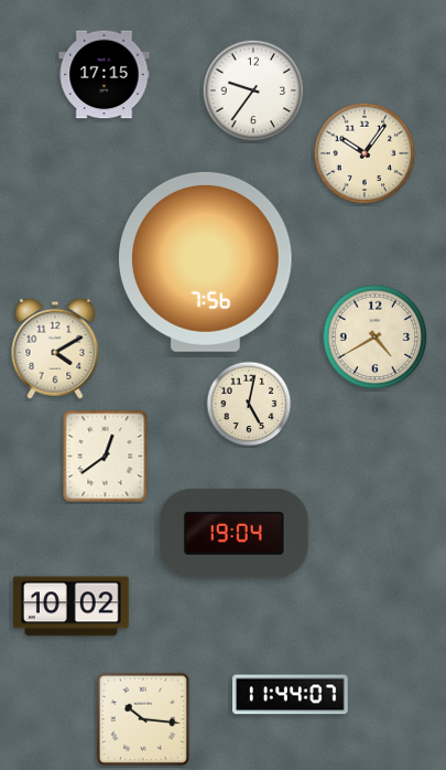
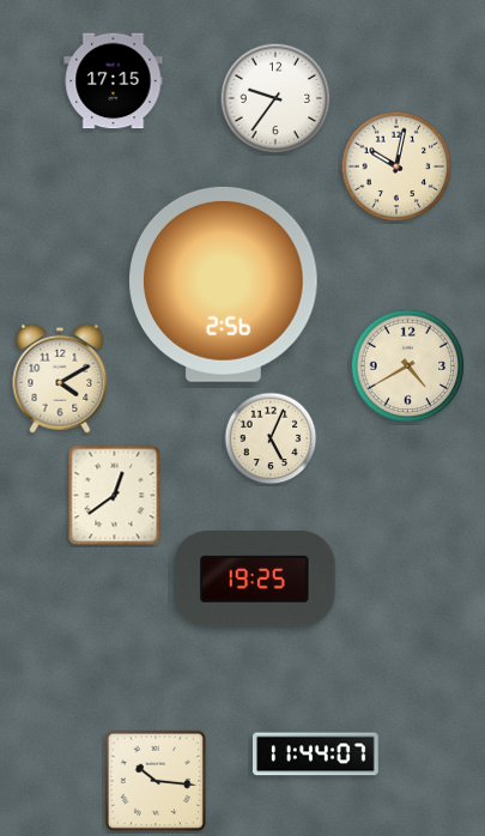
clock at (365, 153): 10:06 -> 10:02
clock at (206, 261): 7:56 -> 2:56
clock at (249, 404): 5:02 -> 5:04
clock at (235, 533): 19:04 -> 19:25
clock at (72, 607): 10:02 -> none
